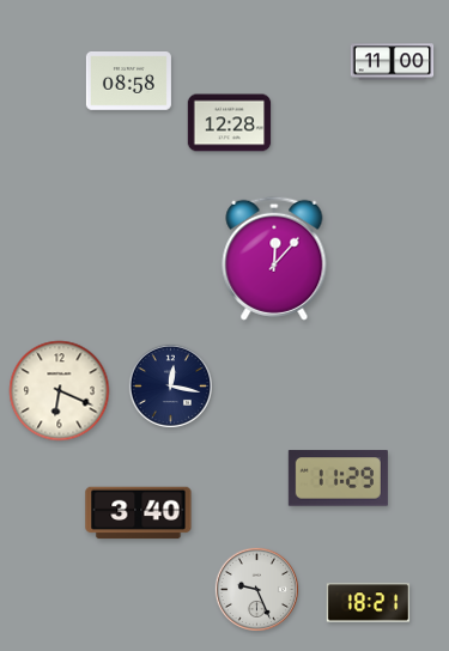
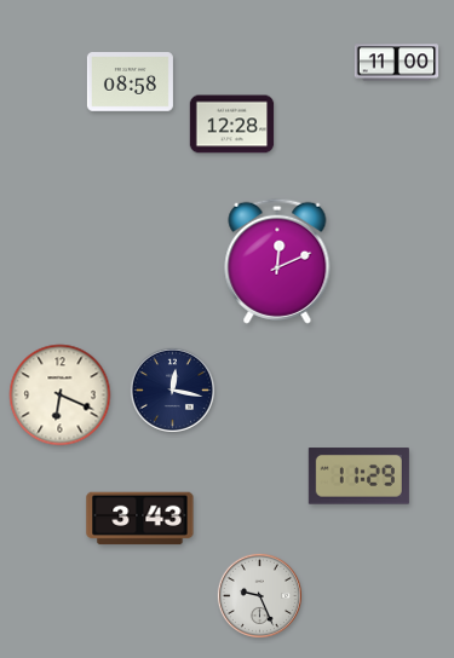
clock at (274, 258): 12:07 -> 12:11
clock at (338, 479) position: (338, 479) -> (358, 477)
clock at (139, 513): 3:40 -> 3:43
clock at (369, 603): 18:21 -> none
